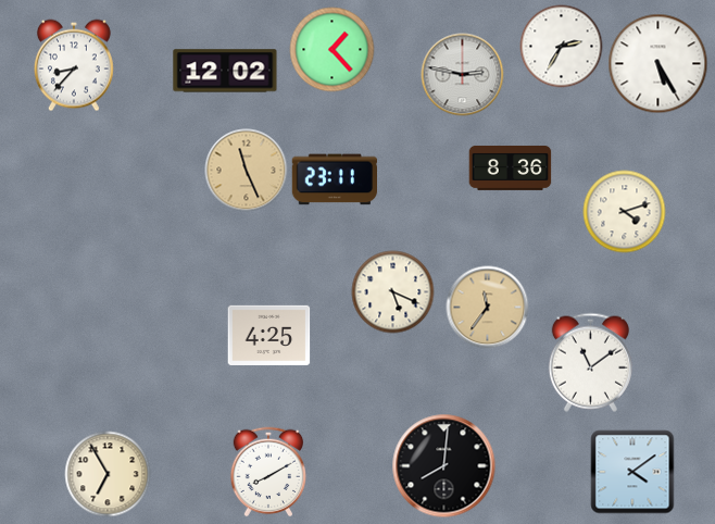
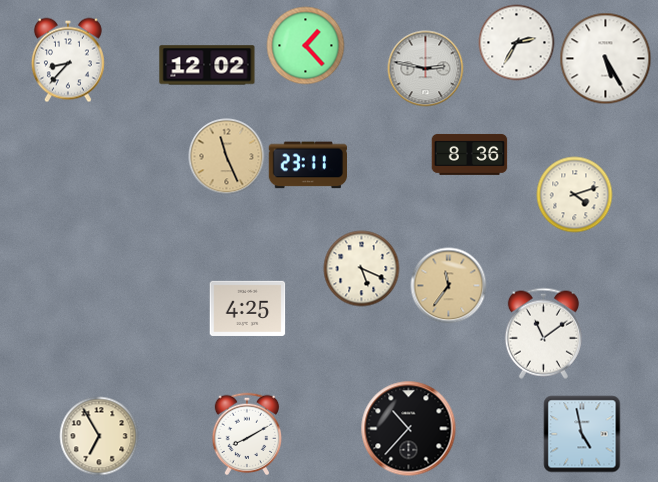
clock at (488, 308) position: (488, 308) -> (449, 286)
clock at (444, 466): 8:01 -> 10:37
clock at (632, 472): 4:09 -> 4:58
